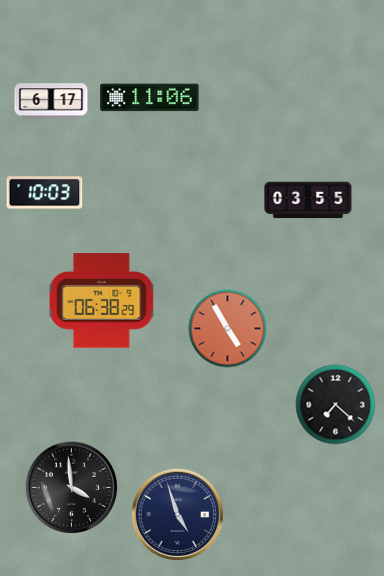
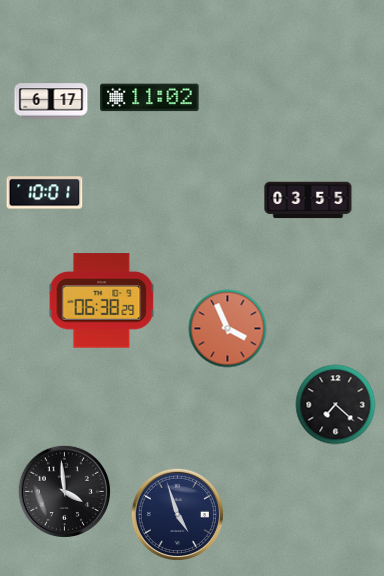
clock at (150, 98): 11:06 -> 11:02
clock at (45, 193): 10:03 -> 10:01
clock at (228, 329): 4:55 -> 3:56
clock at (71, 487) position: (71, 487) -> (64, 491)
